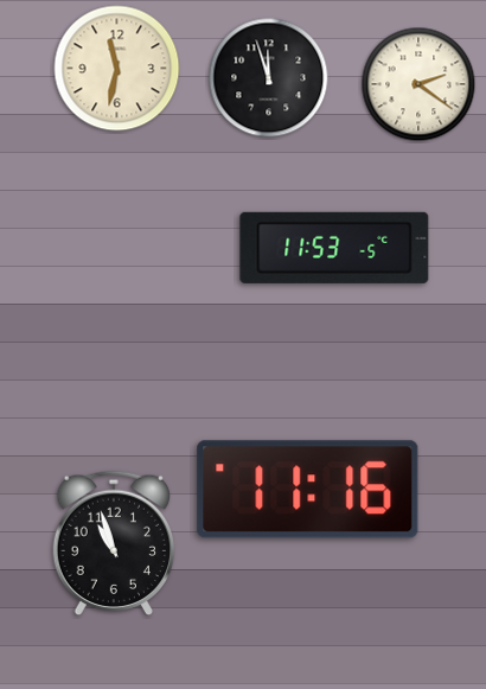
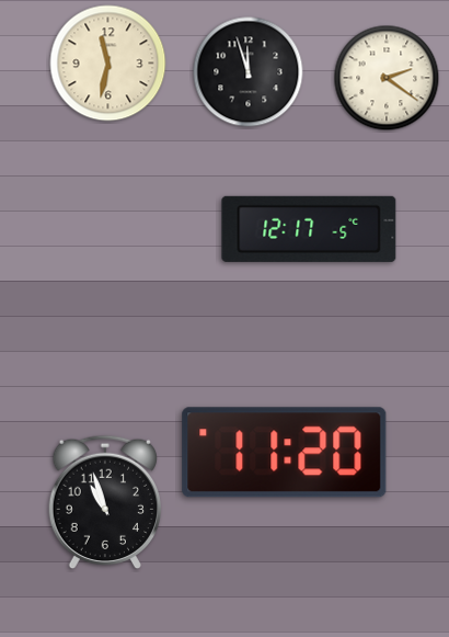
clock at (334, 248): 11:53 -> 12:17
clock at (308, 490): 11:16 -> 11:20
